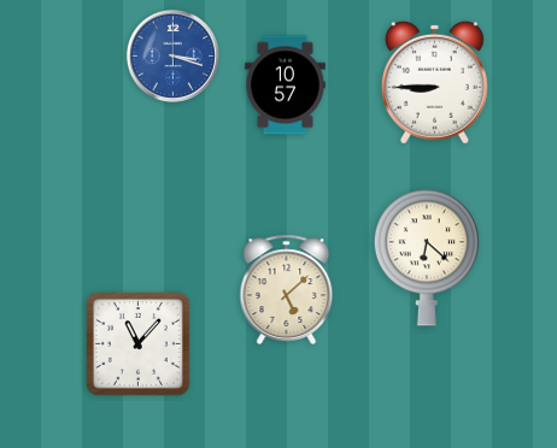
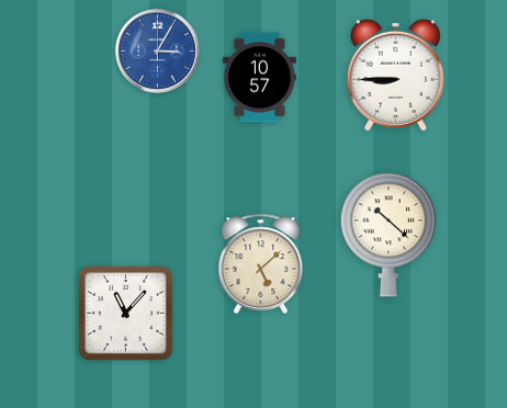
clock at (172, 55): 3:18 -> 3:05
clock at (427, 258): 6:22 -> 10:22
